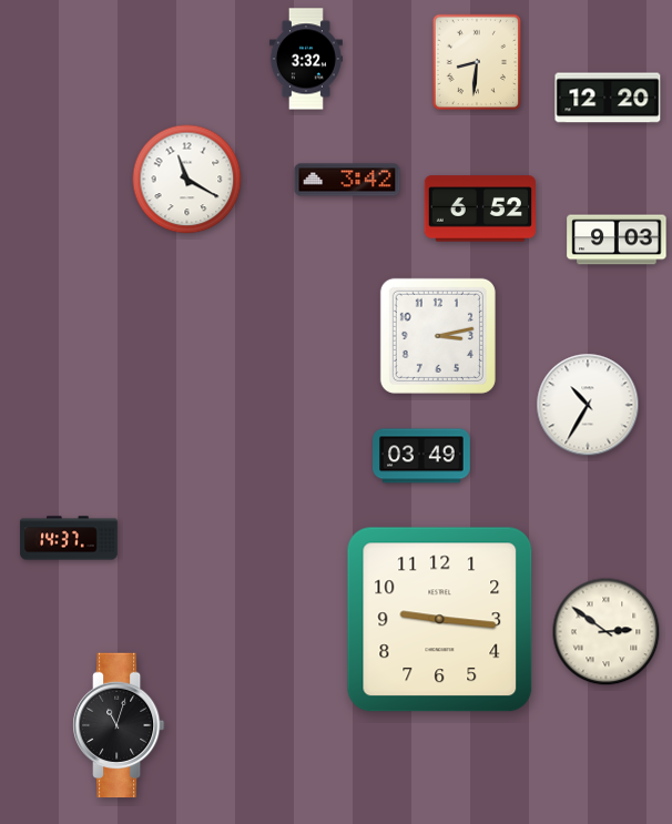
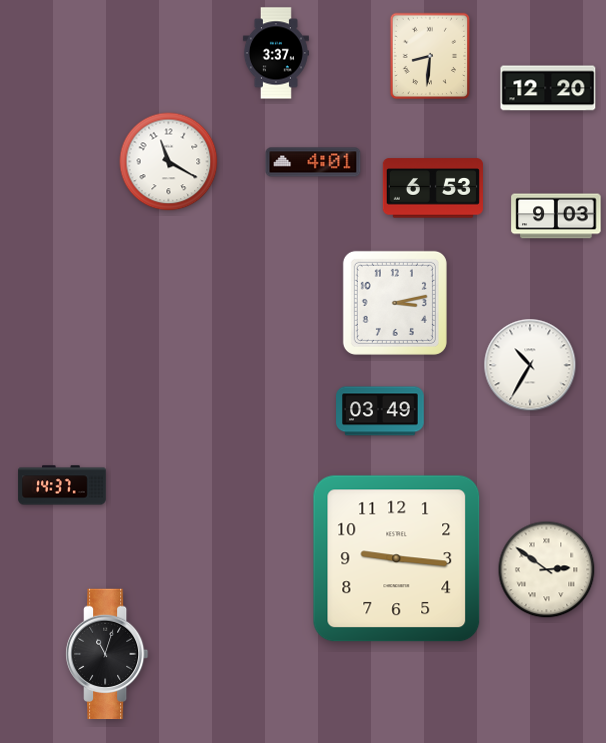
clock at (306, 59): 3:32 -> 3:37
clock at (347, 180): 3:42 -> 4:01
clock at (480, 208): 6:52 -> 6:53
